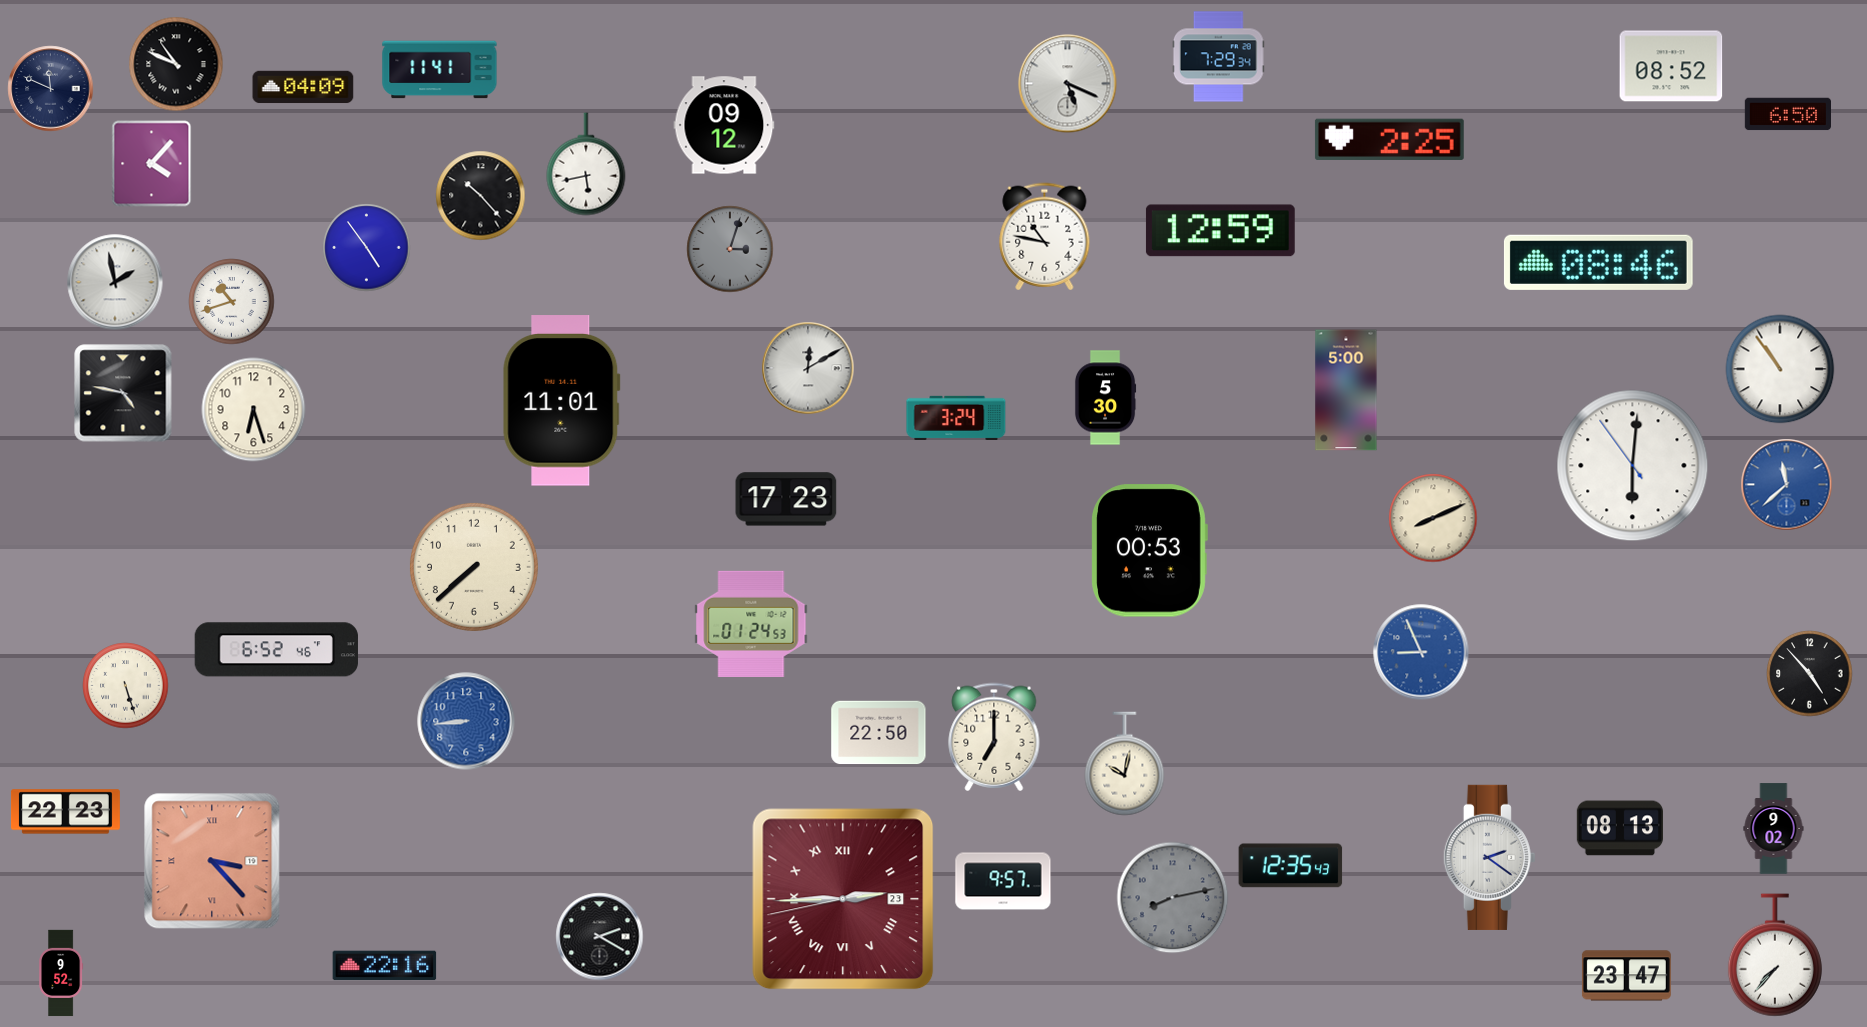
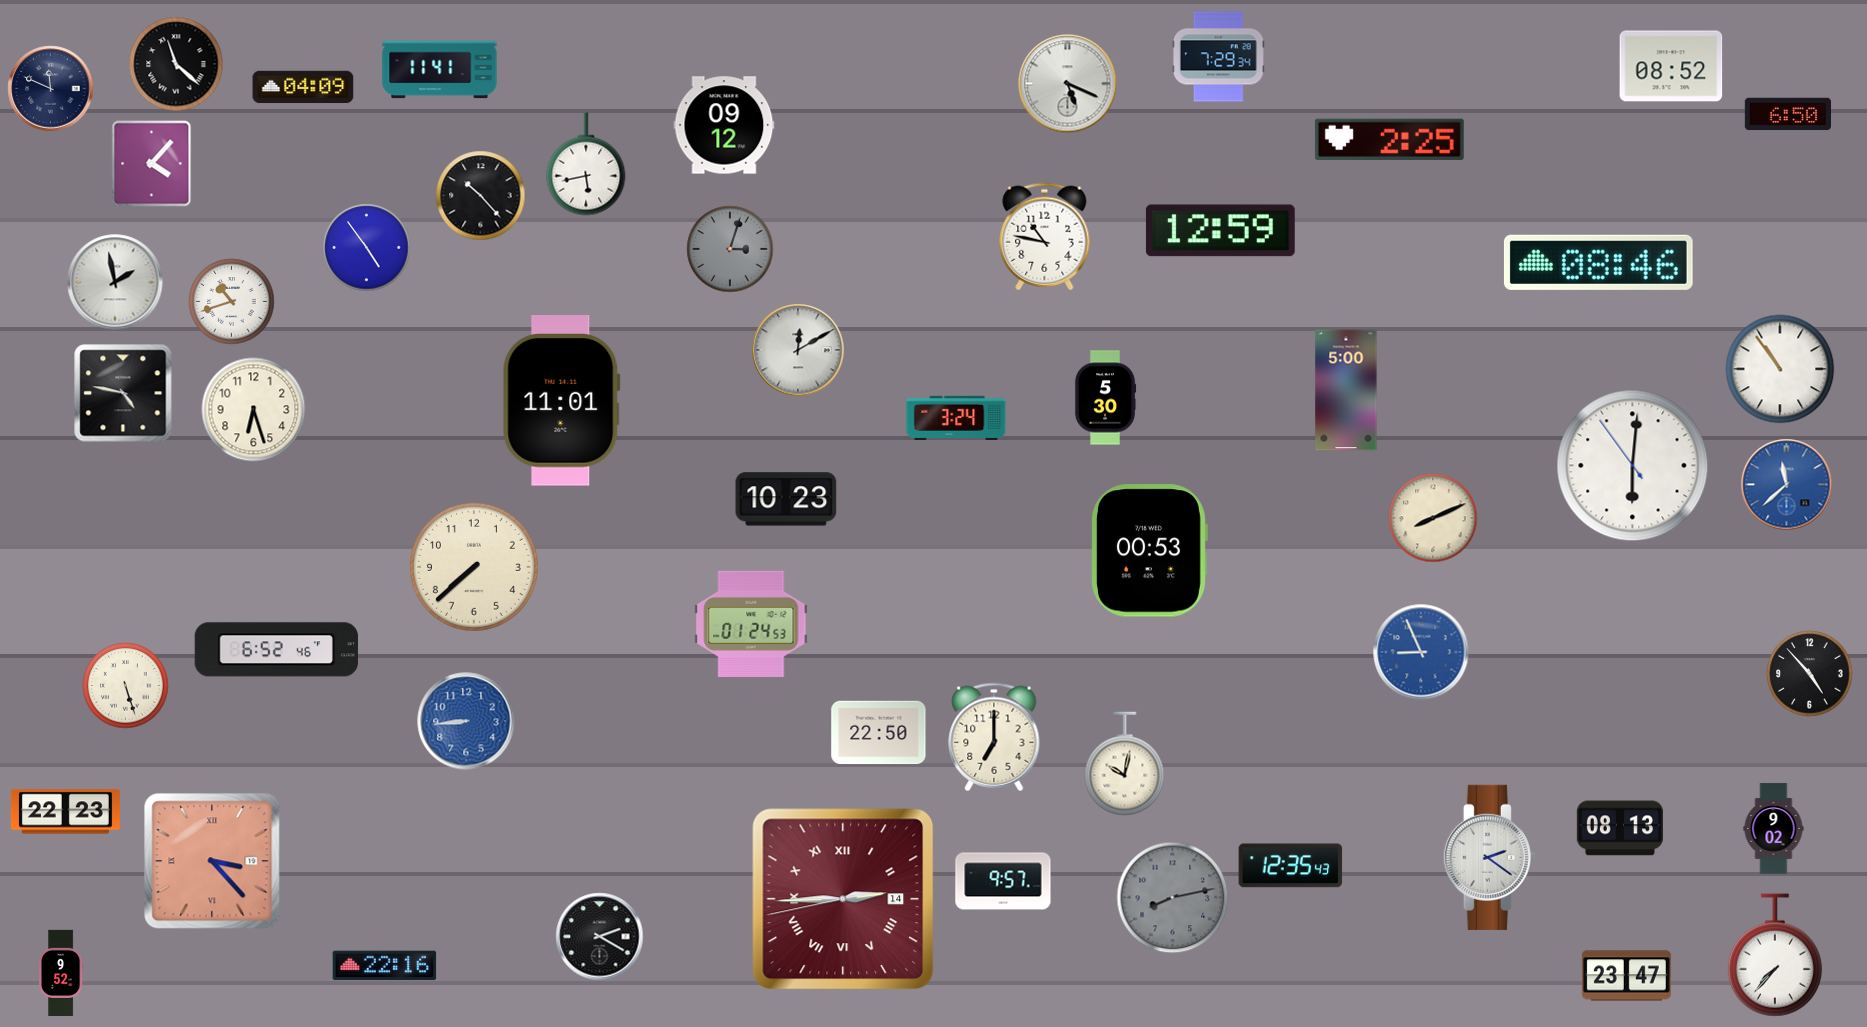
clock at (176, 64): 10:49 -> 11:22
clock at (808, 368) position: (808, 368) -> (798, 350)
clock at (786, 499): 17:23 -> 10:23
clock at (843, 899) date: 23 -> 14
